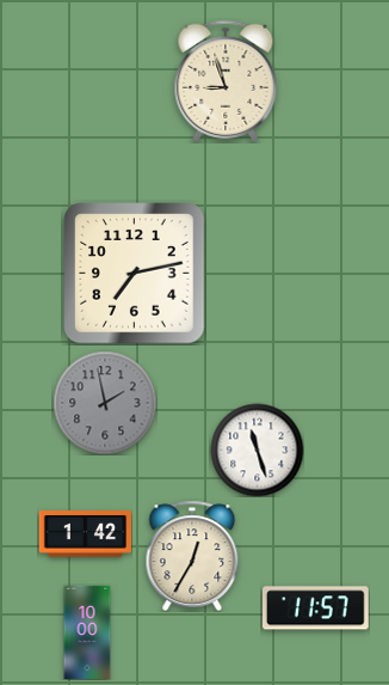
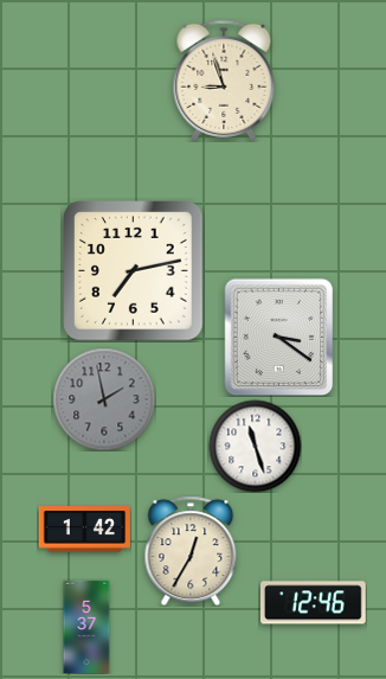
clock at (279, 337): none -> 3:21
clock at (316, 608): 11:57 -> 12:46
clock at (87, 631): 10:00 -> 5:37
